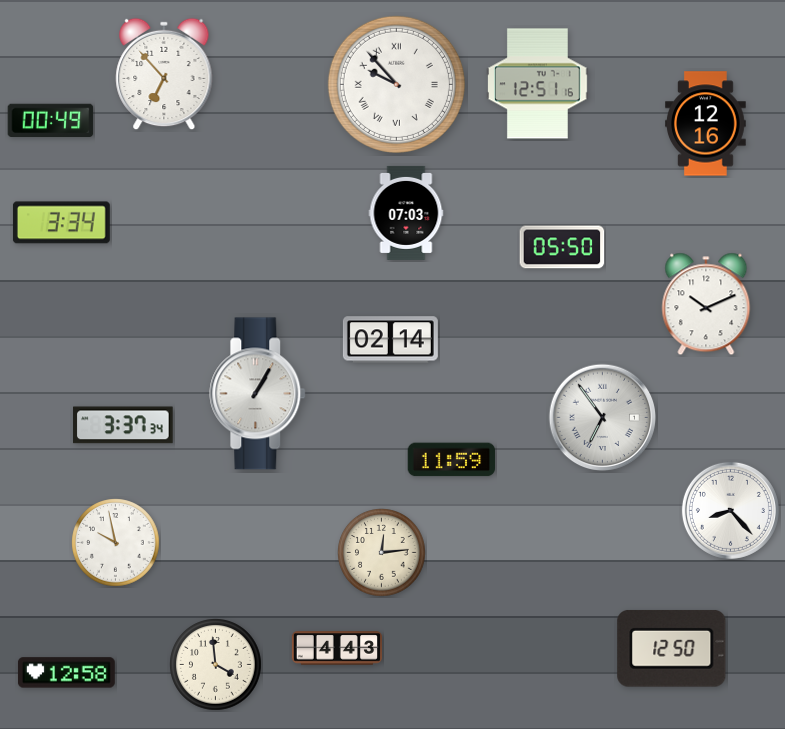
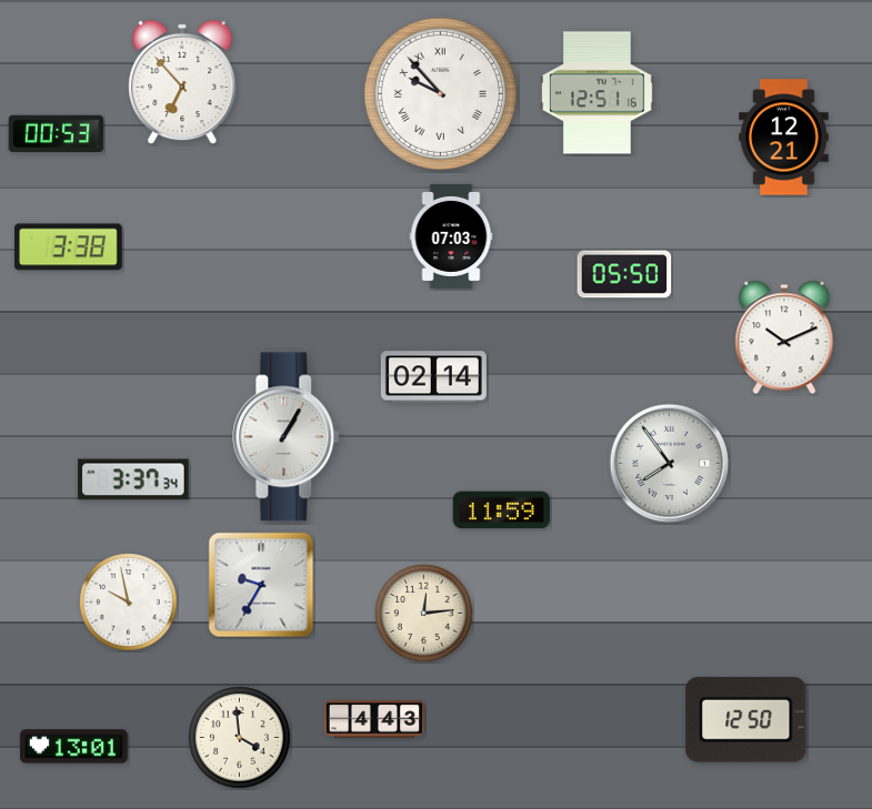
clock at (51, 121): 00:49 -> 00:53
clock at (706, 124): 12:16 -> 12:21
clock at (61, 223): 3:34 -> 3:38
clock at (603, 418): 6:54 -> 7:54
clock at (123, 425) position: (123, 425) -> (133, 479)
clock at (730, 510): 8:23 -> none
clock at (261, 585): none -> 9:35
clock at (66, 673): 12:58 -> 13:01
